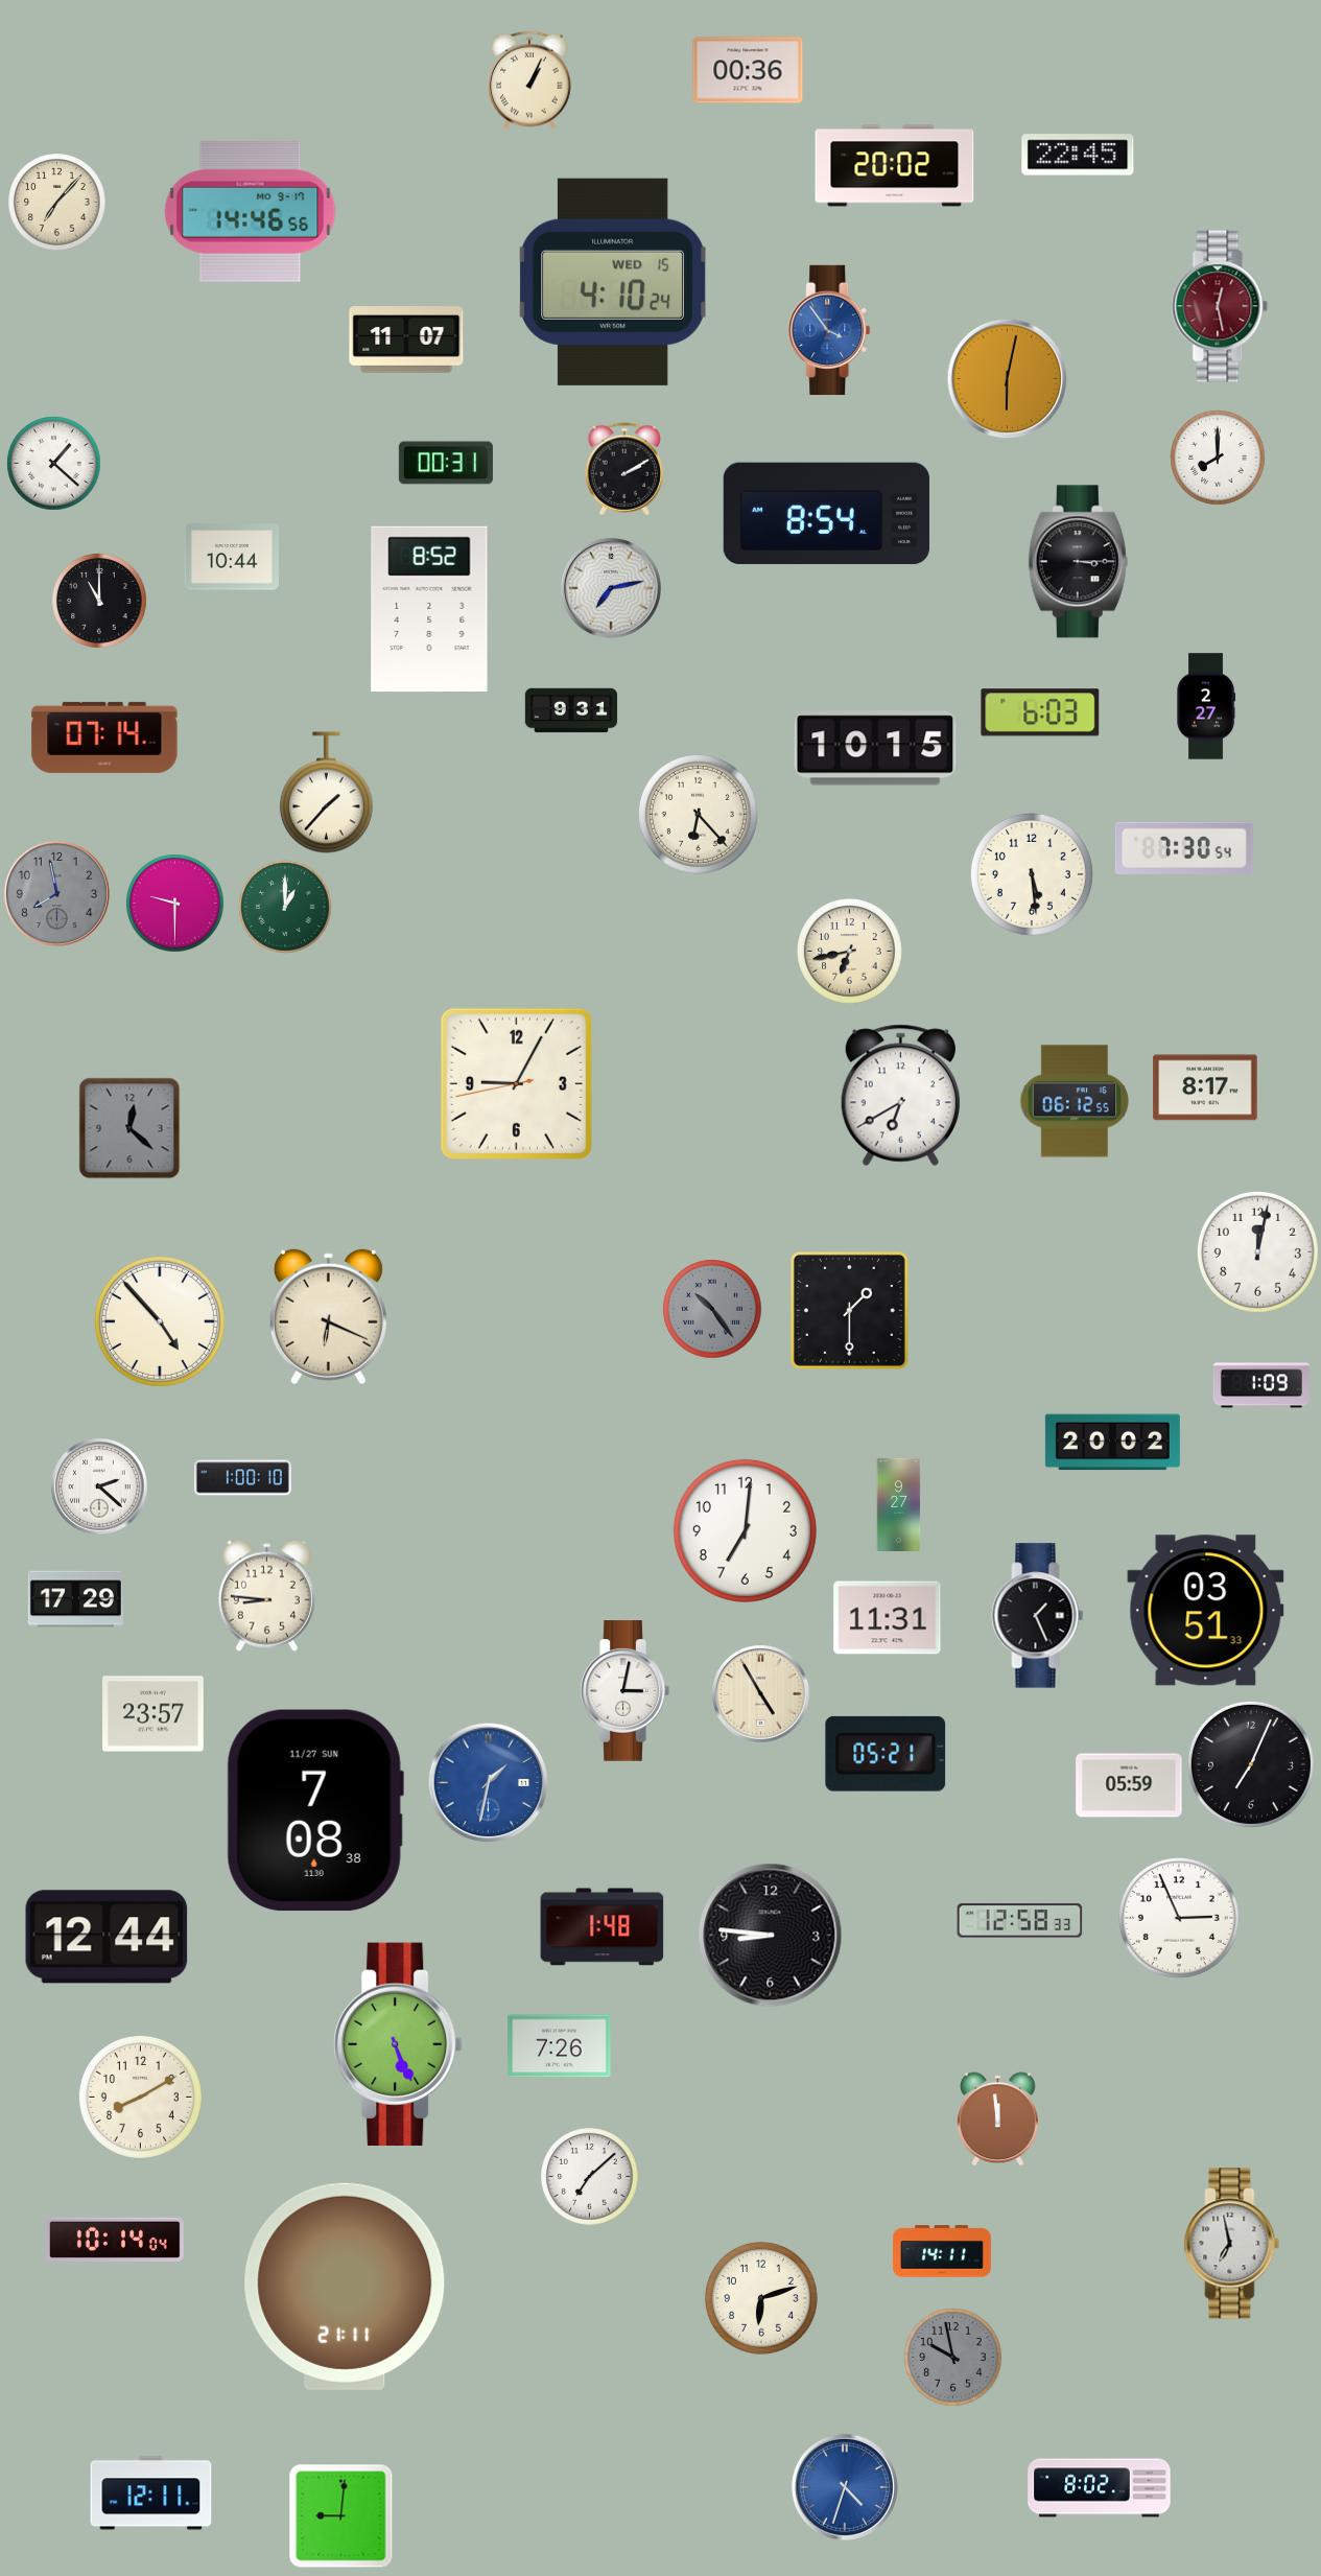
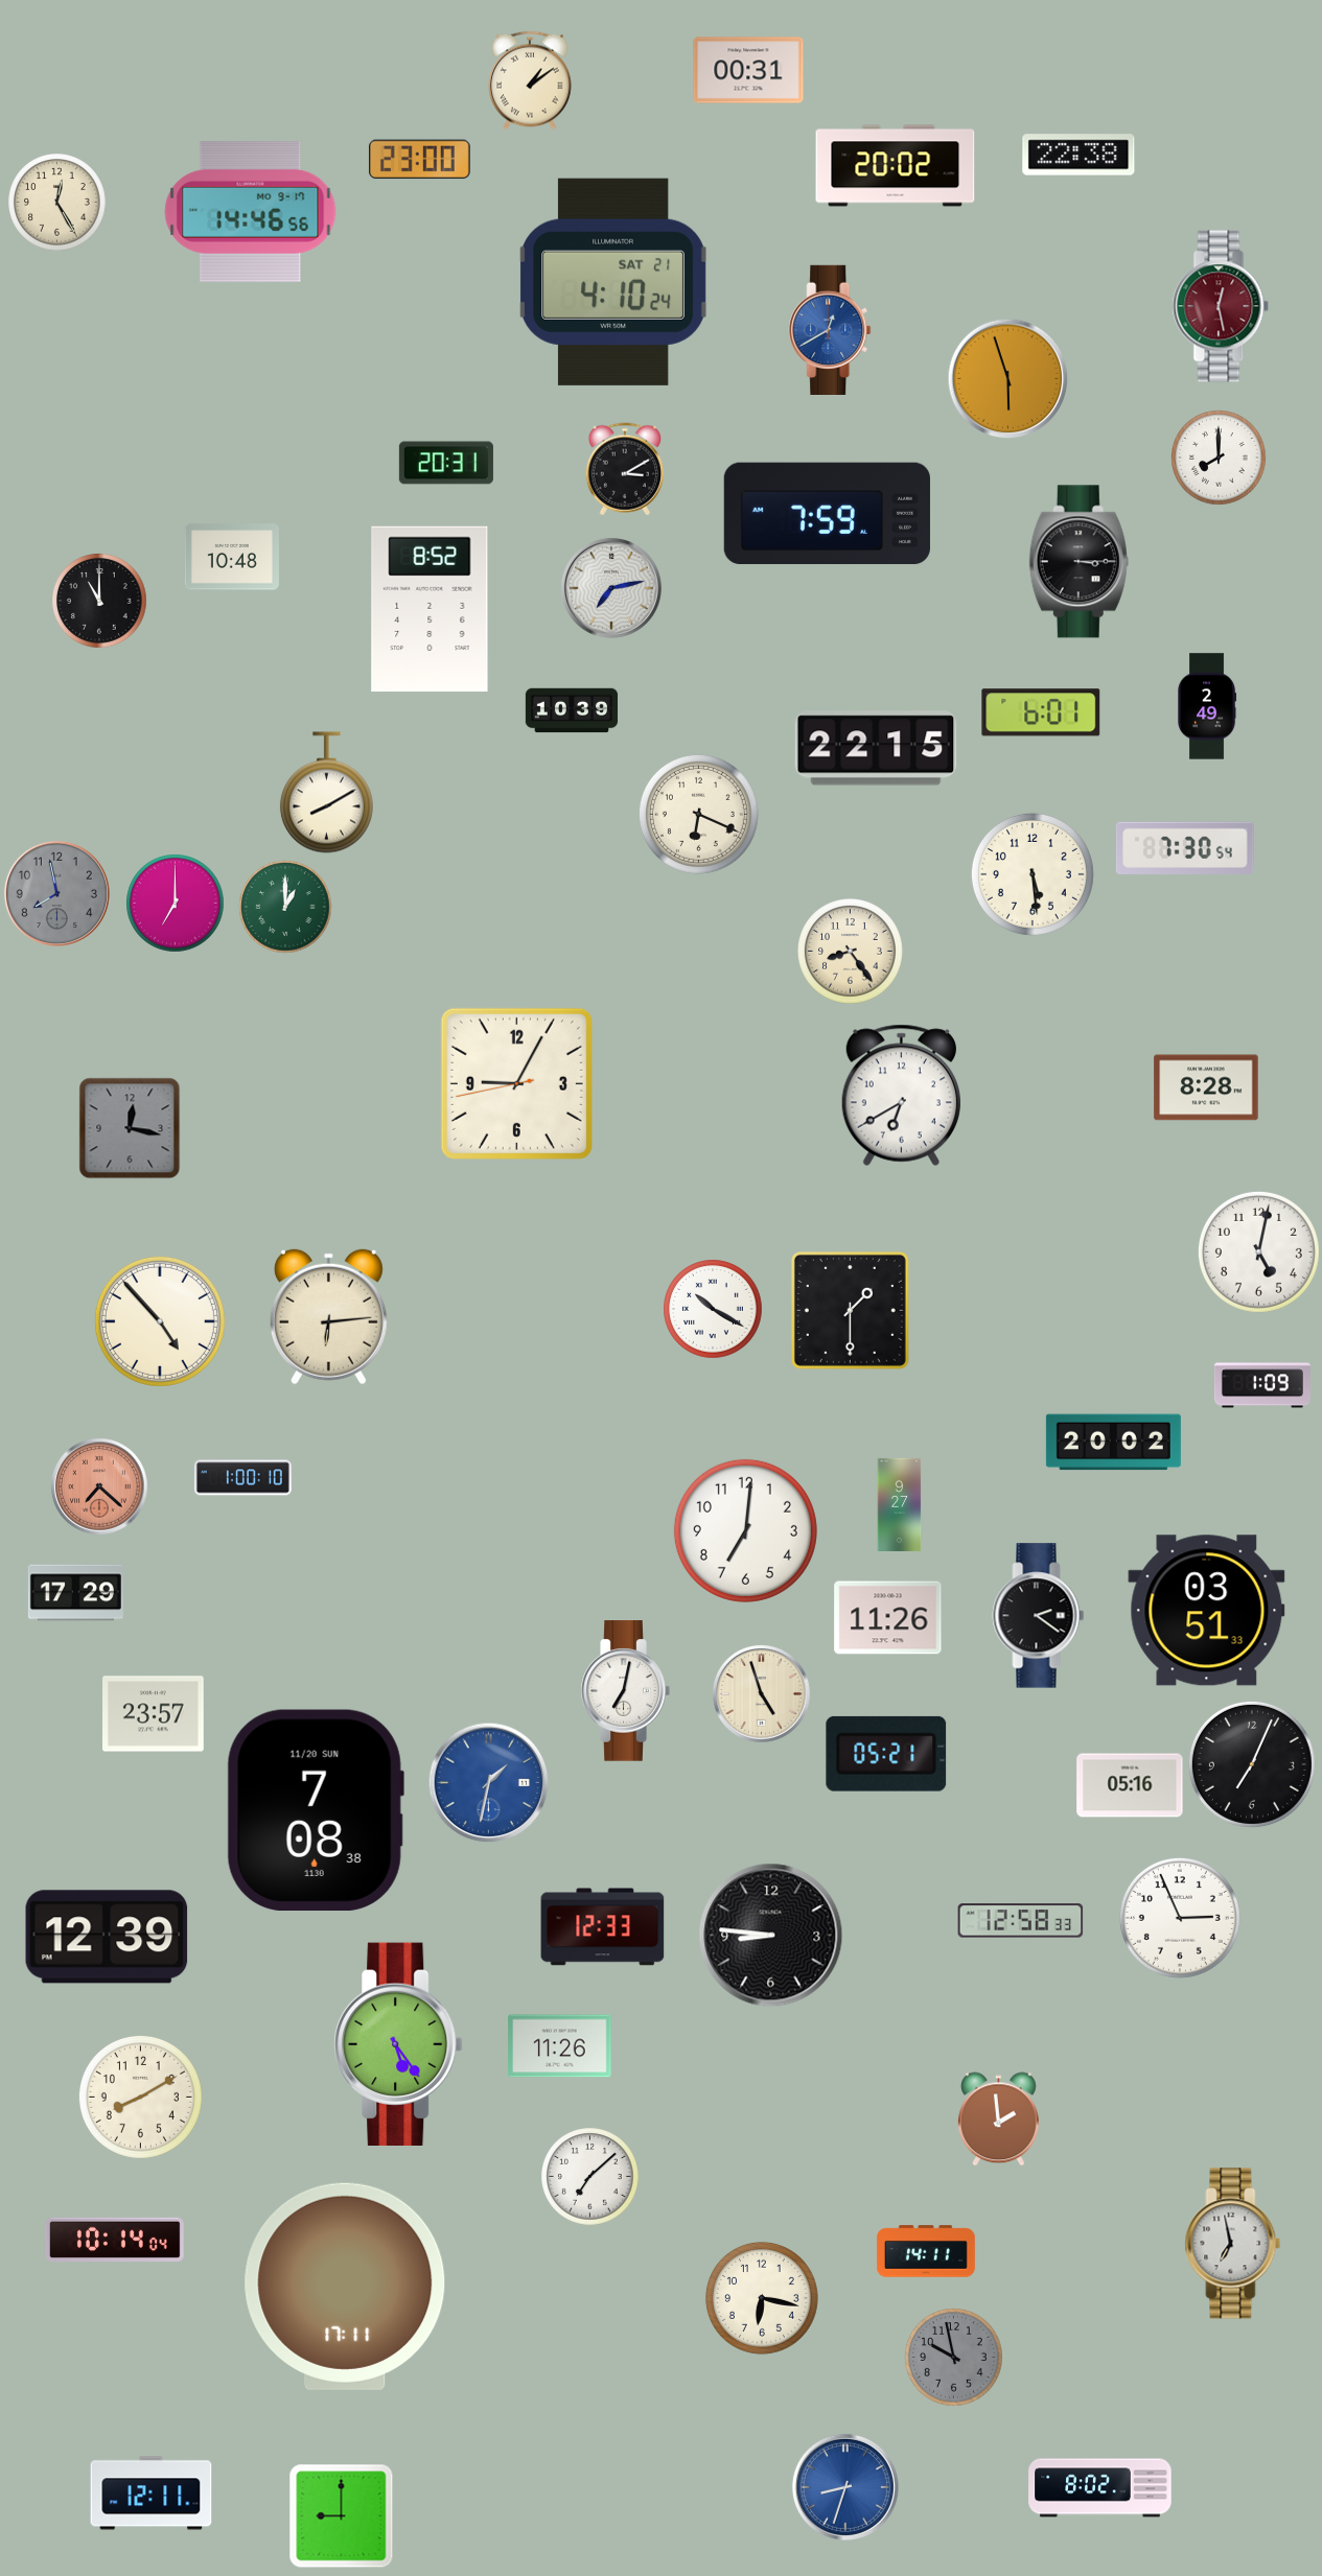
clock at (748, 70): 00:36 -> 00:31
clock at (529, 80): 1:04 -> 1:09
clock at (1078, 155): 22:45 -> 22:38
clock at (419, 160): none -> 23:00
clock at (57, 203): 7:07 -> 12:25
clock at (613, 282) date: WED 15 -> SAT 21
clock at (829, 329): 3:54 -> 12:40
clock at (406, 341): 11:07 -> none
clock at (1008, 379): 6:02 -> 5:57
clock at (446, 463): 00:31 -> 20:31
clock at (54, 464): 1:22 -> none
clock at (623, 469): 2:10 -> 3:10
clock at (826, 514): 8:54 -> 7:59
clock at (232, 557): 10:44 -> 10:48
clock at (1207, 706): 2:27 -> 2:49
clock at (571, 710): 9:31 -> 10:39
clock at (1040, 712): 6:03 -> 6:01
clock at (104, 737): 07:14 -> none
clock at (875, 748): 10:15 -> 22:15
clock at (326, 793): 1:37 -> 8:10
clock at (698, 814): 6:23 -> 6:19
clock at (175, 904): 9:30 -> 7:00
clock at (850, 952): 6:43 -> 8:24
clock at (1205, 1087): 8:17 -> 8:28
clock at (1075, 1101): 06:12 -> none
clock at (129, 1128): 12:22 -> 12:17
clock at (1257, 1251): 12:02 -> 5:02
clock at (712, 1309): 10:24 -> 10:20
clock at (712, 1309) dial: grey -> white
clock at (328, 1317): 6:19 -> 6:14
clock at (100, 1488): 2:22 -> 7:22
clock at (100, 1488) dial: white -> salmon
clock at (266, 1595): 8:46 -> none
clock at (75, 1599) position: (75, 1599) -> (75, 1593)
clock at (1038, 1616): 1:26 -> 2:21
clock at (888, 1618): 11:31 -> 11:26
clock at (624, 1691): 3:02 -> 7:02
clock at (761, 1694): 4:55 -> 4:57
clock at (1129, 1785): 05:59 -> 05:16
clock at (315, 1810) date: 11/27 SUN -> 11/20 SUN
clock at (603, 1927): 1:48 -> 12:33
clock at (107, 1937): 12:44 -> 12:39
clock at (398, 2043): 5:26 -> 5:24
clock at (560, 2046): 7:26 -> 11:26
clock at (997, 2120): 11:59 -> 1:59
clock at (942, 2251) position: (942, 2251) -> (926, 2251)
clock at (345, 2287): 21:11 -> 17:11
clock at (761, 2298): 6:12 -> 6:17
clock at (845, 2487): 4:33 -> 8:33
clock at (341, 2516): 9:01 -> 9:00
